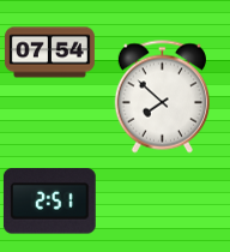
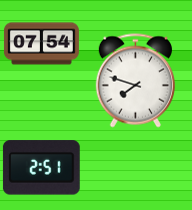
clock at (162, 97): 7:52 -> 7:48
